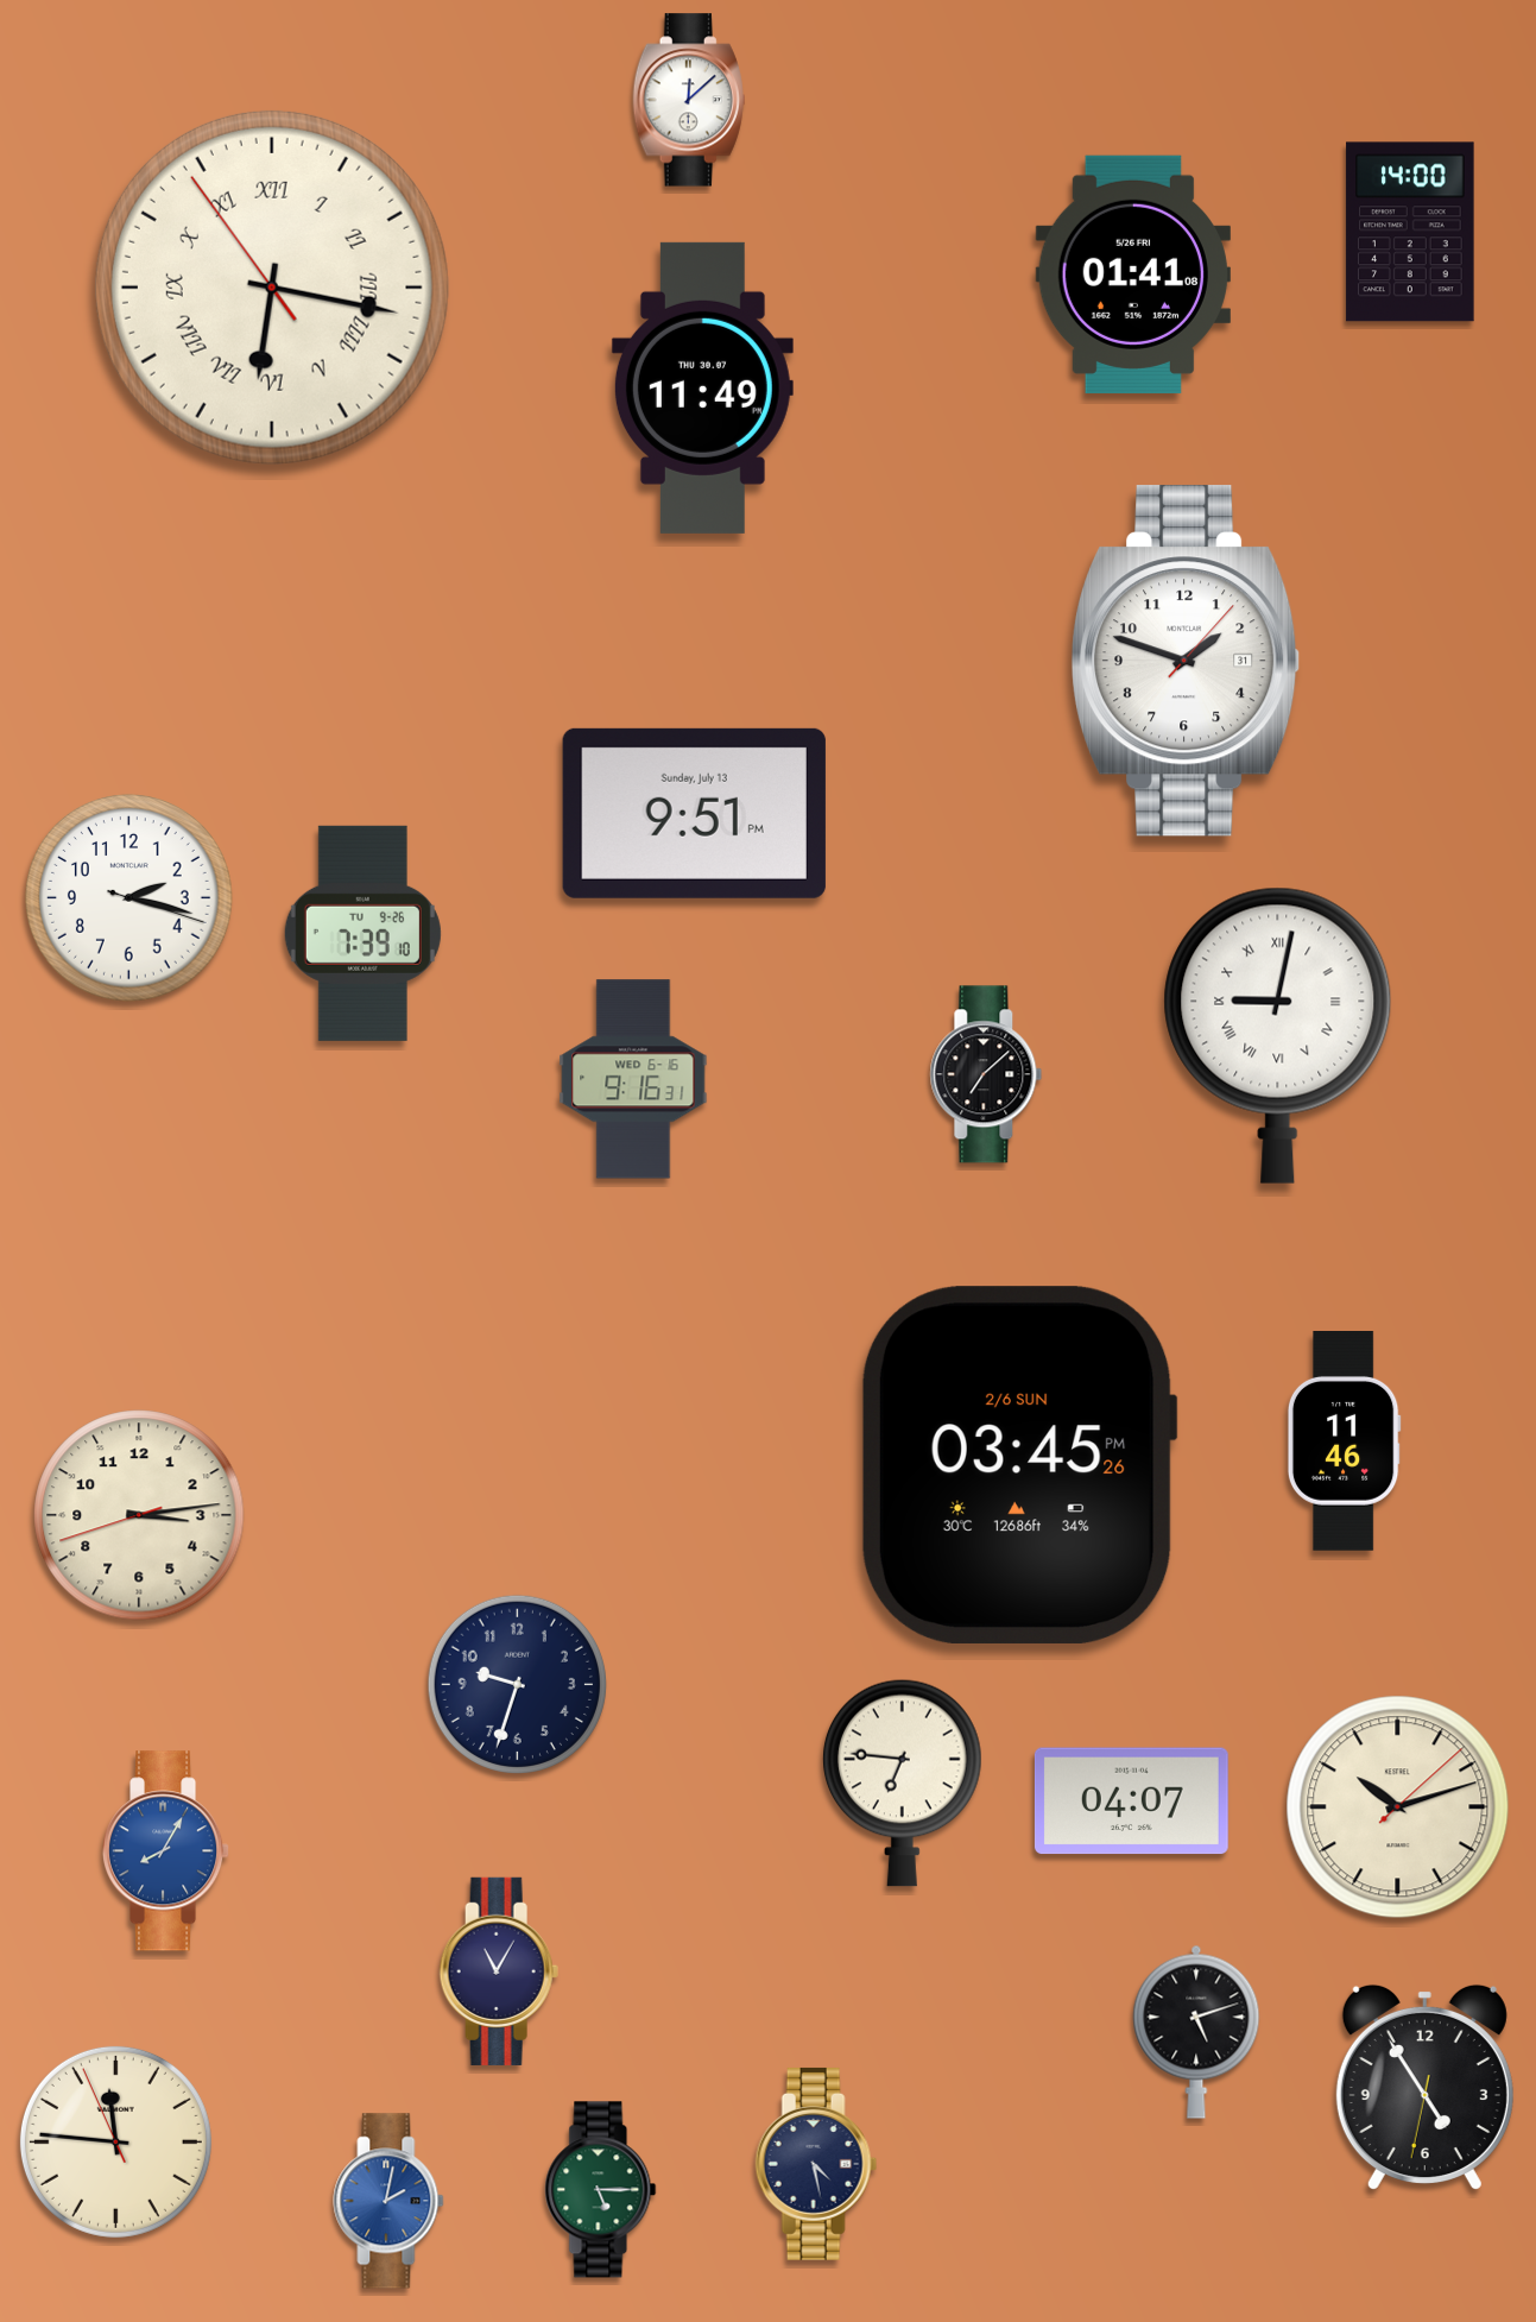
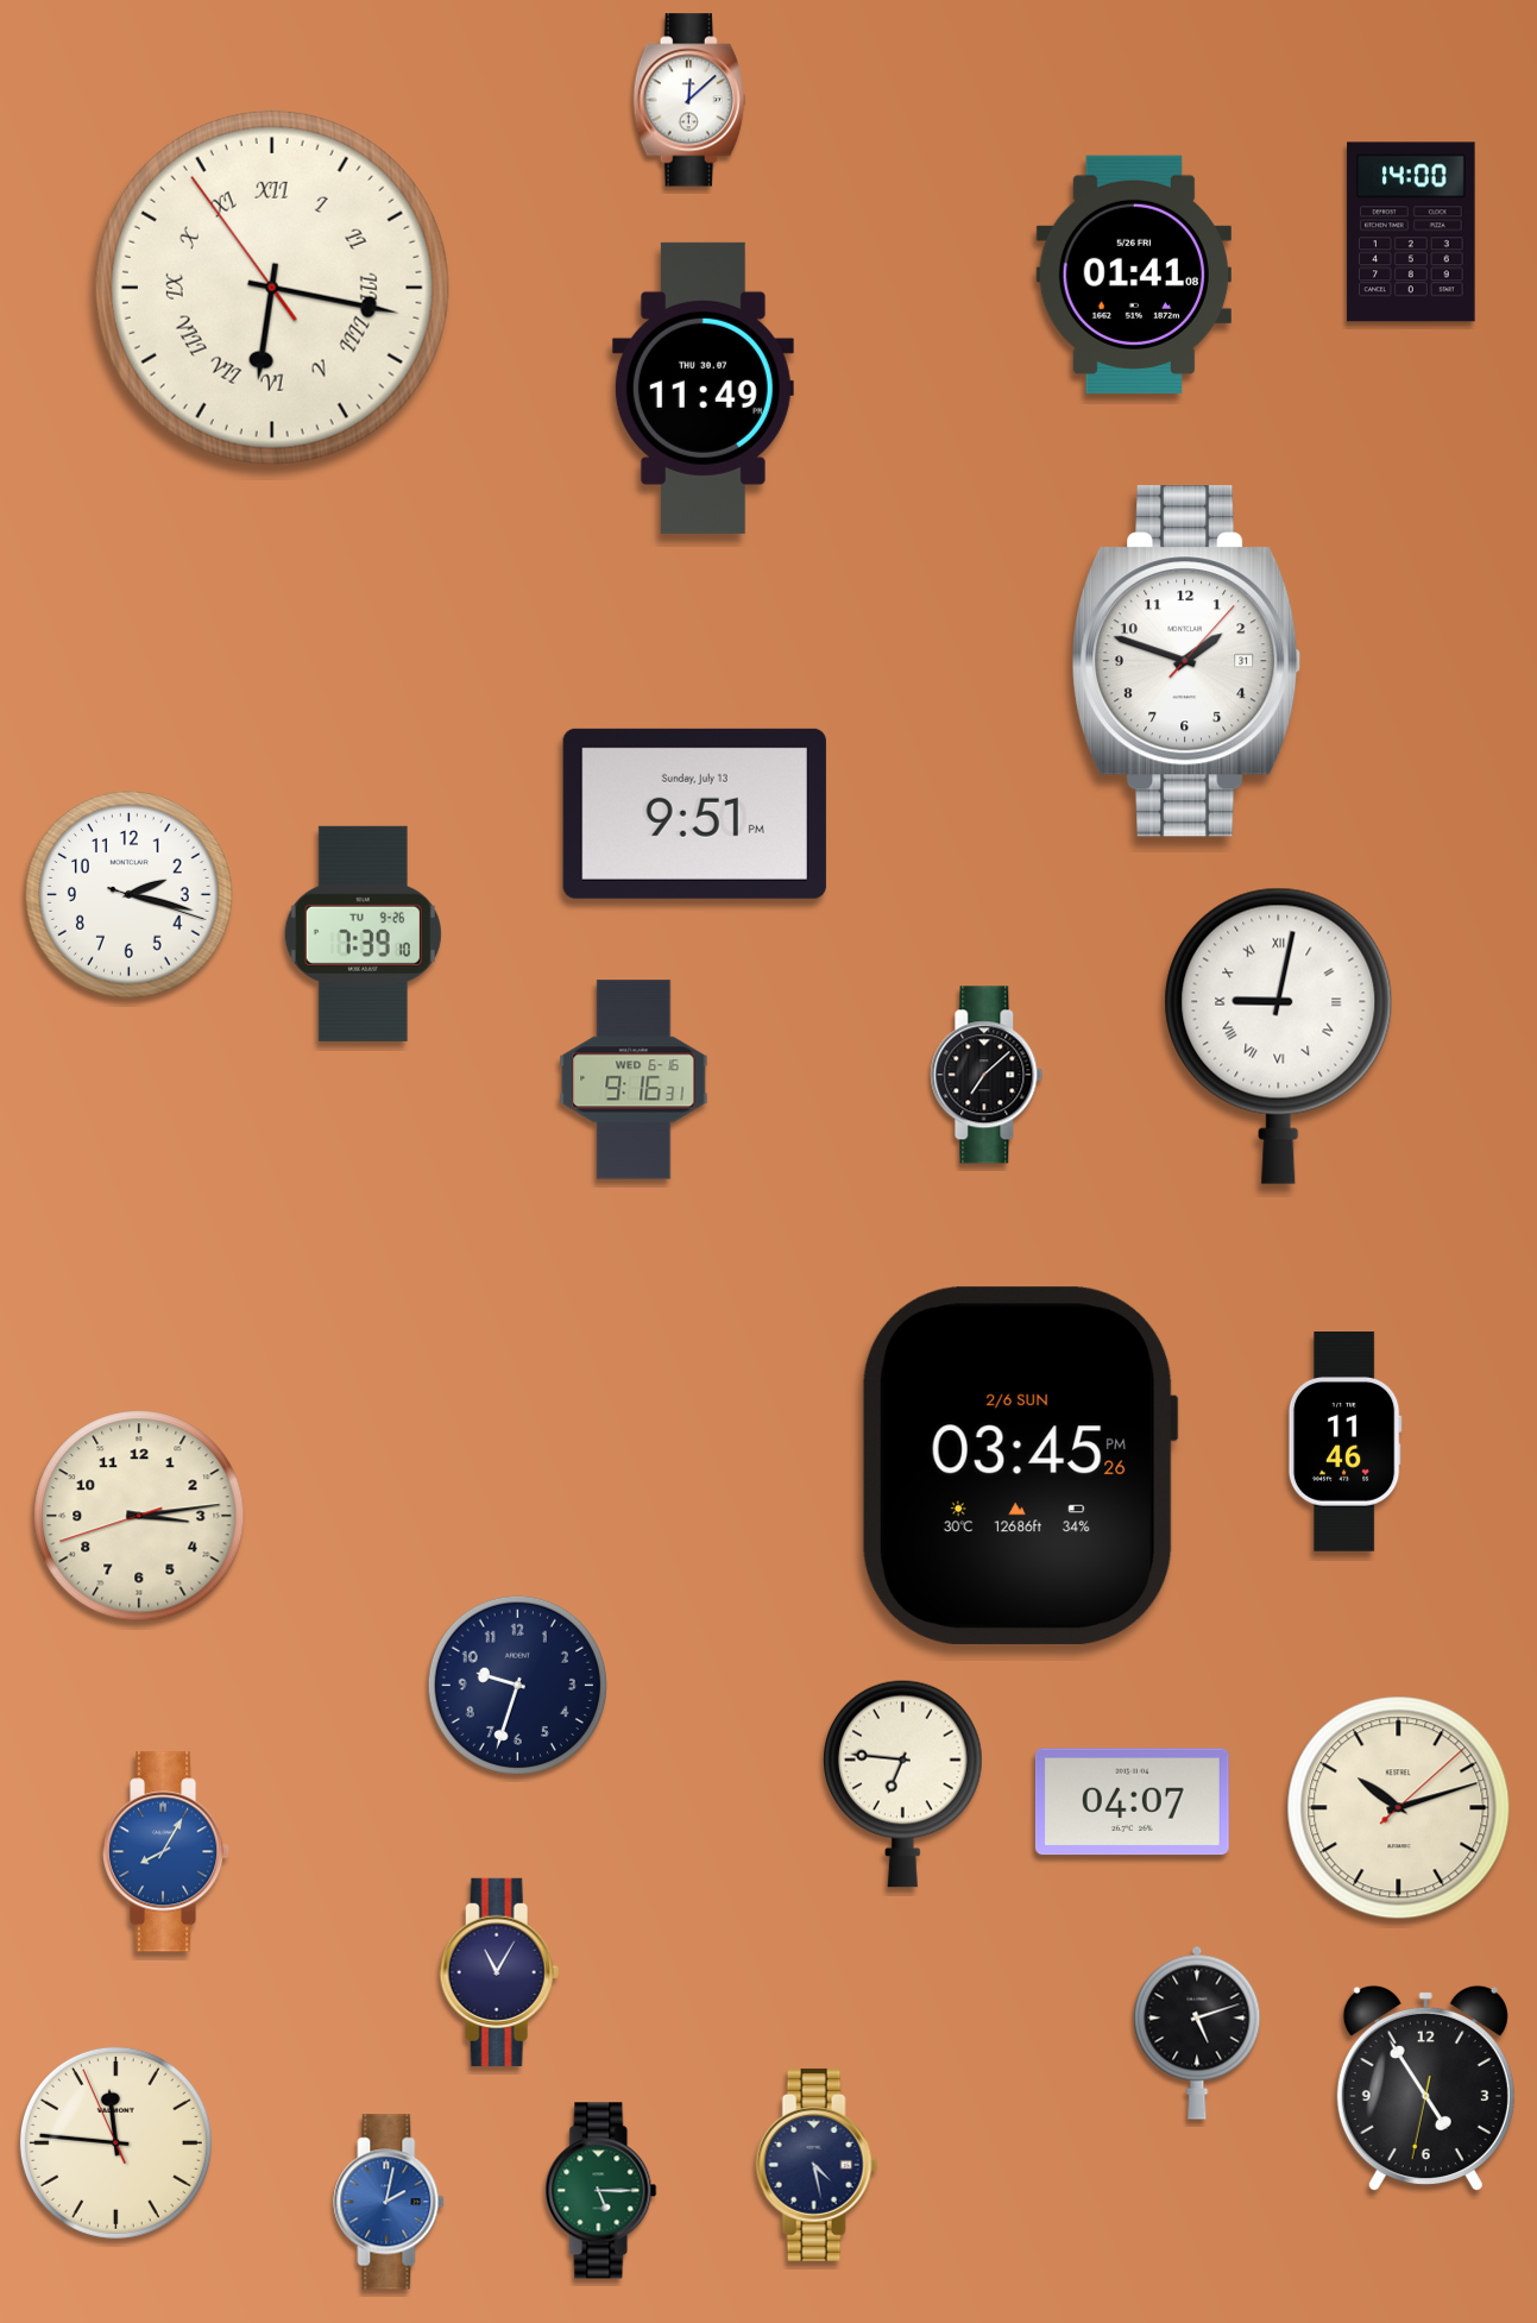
clock at (129, 898) position: (129, 898) -> (130, 895)
